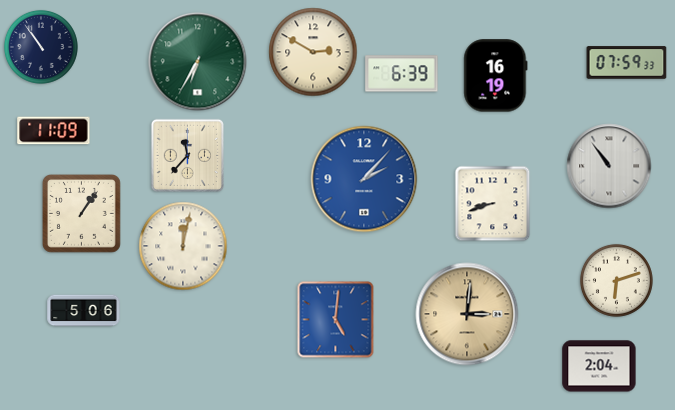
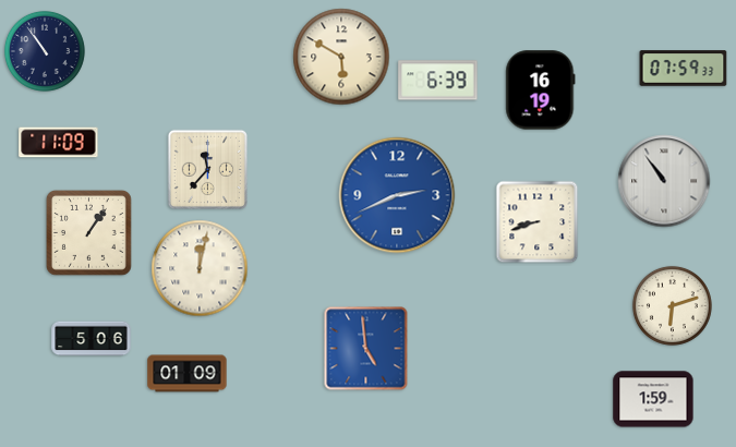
clock at (313, 52): 2:50 -> 5:50
clock at (198, 62): 6:35 -> none
clock at (496, 76) position: (496, 76) -> (541, 90)
clock at (187, 155) position: (187, 155) -> (207, 169)
clock at (364, 179): 2:07 -> 2:41
clock at (467, 314): 3:01 -> none
clock at (336, 320): 5:01 -> 4:59
clock at (188, 374): none -> 01:09
clock at (599, 366): 2:04 -> 1:59
